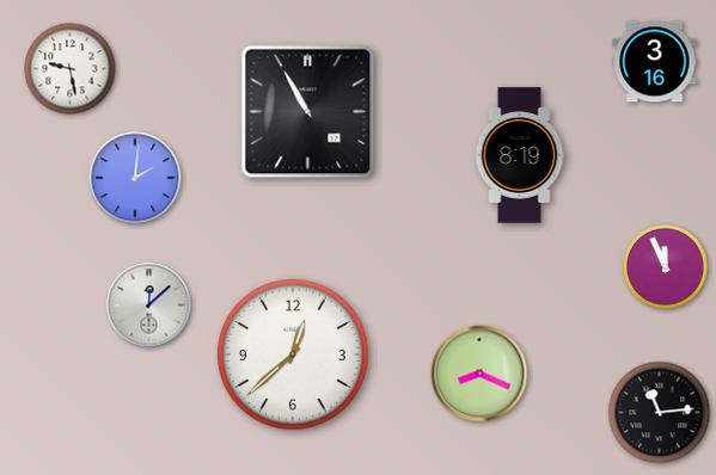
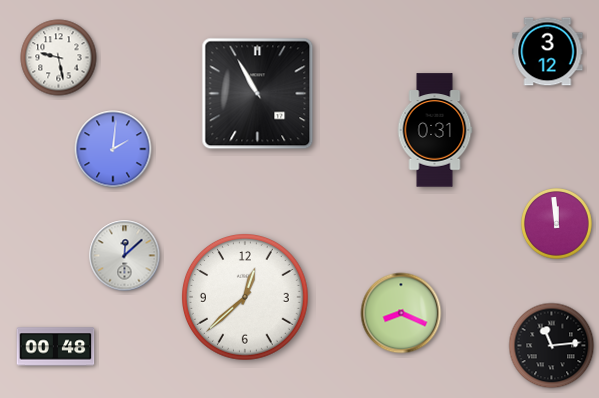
clock at (655, 62): 3:16 -> 3:12
clock at (520, 155): 8:19 -> 0:31
clock at (666, 267): 11:56 -> 11:59
clock at (56, 347): none -> 00:48
